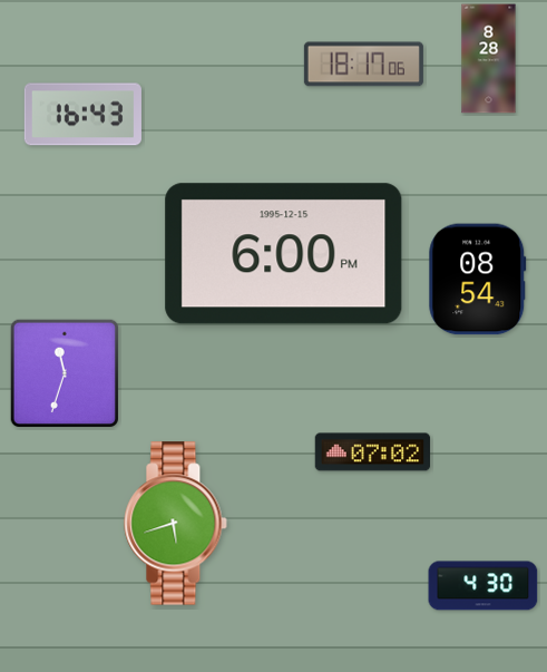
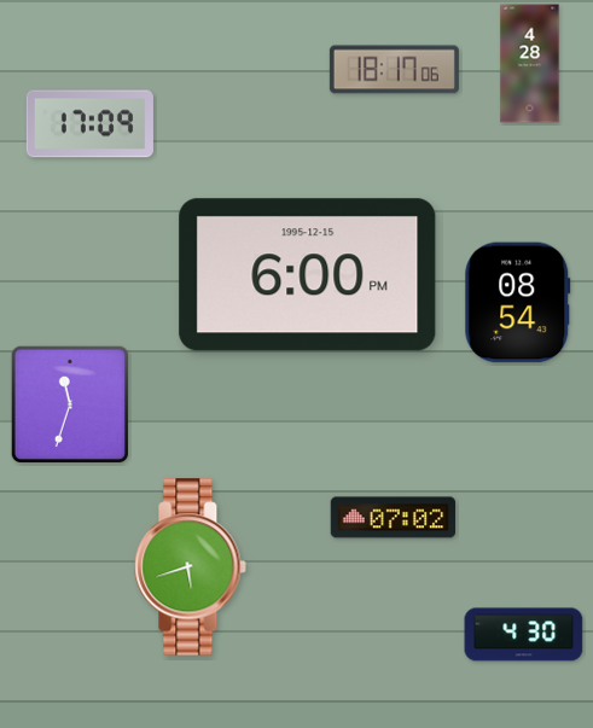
clock at (489, 59): 8:28 -> 4:28
clock at (82, 115): 16:43 -> 17:09
clock at (373, 452) position: (373, 452) -> (394, 518)
